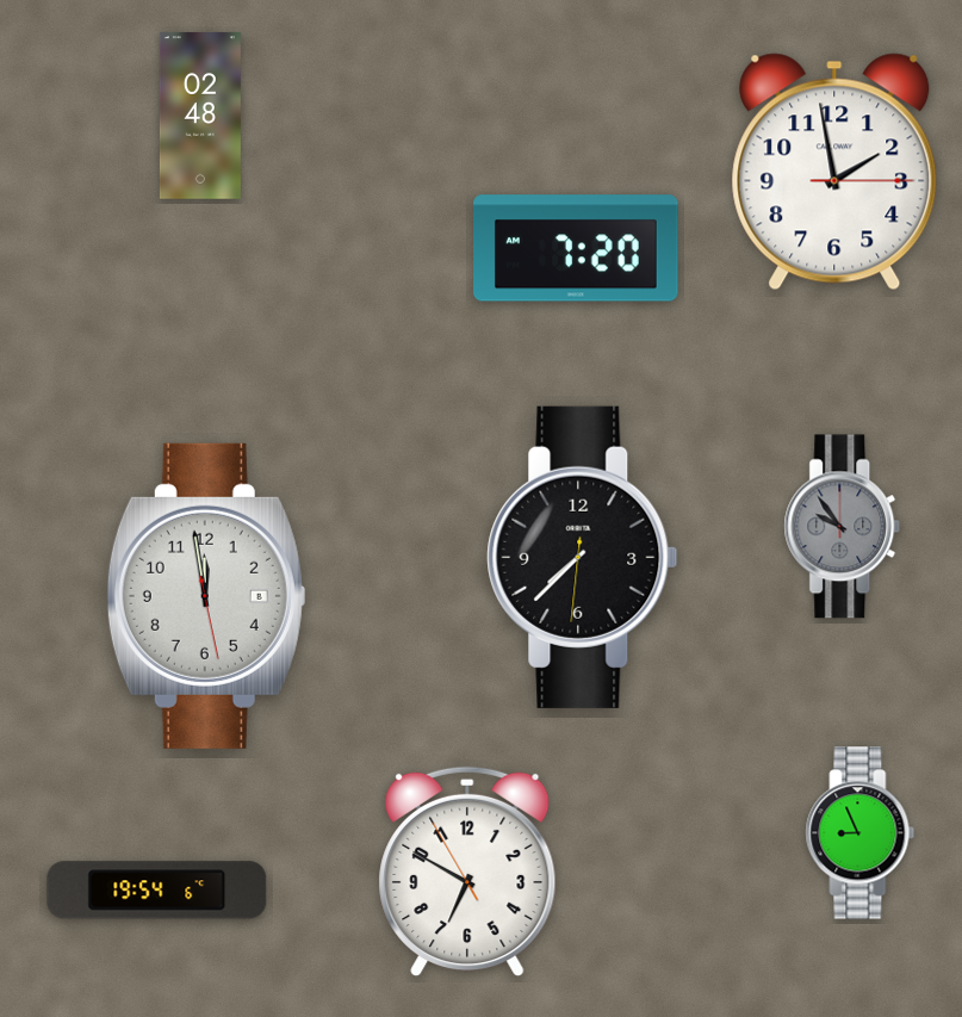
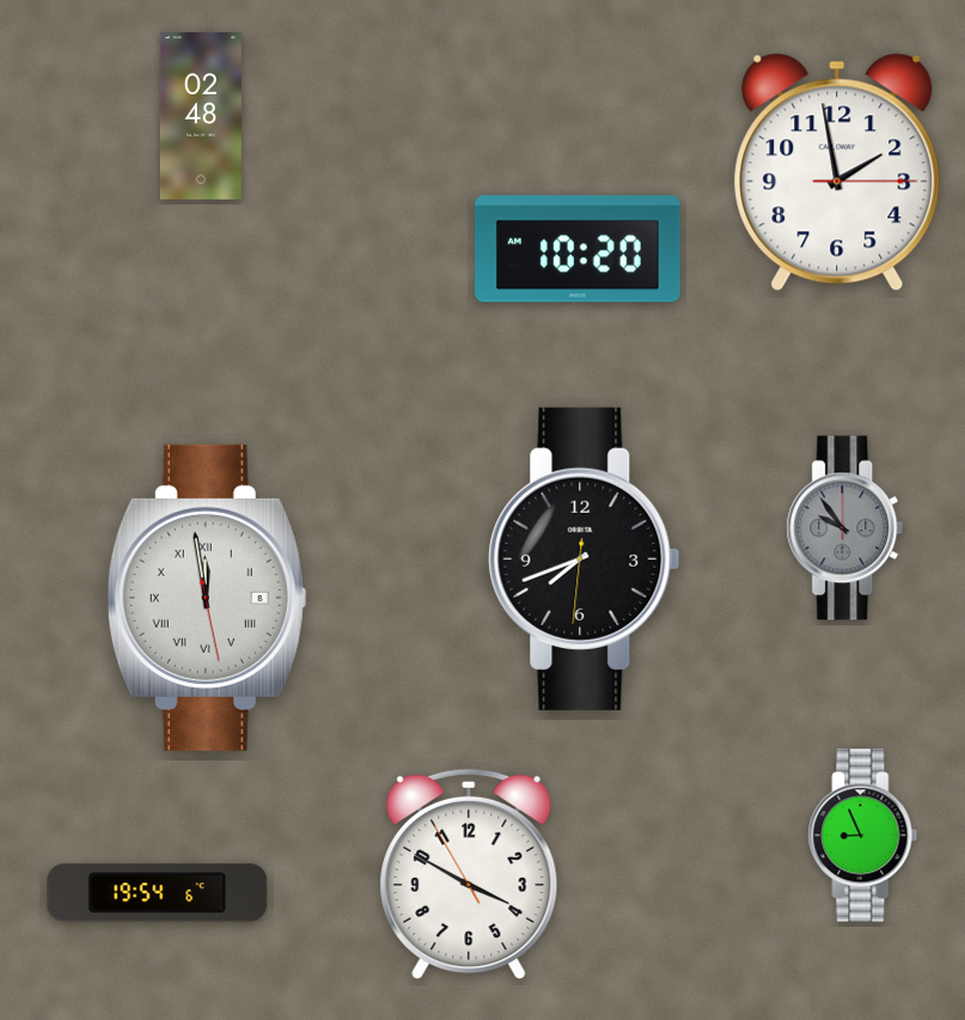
clock at (576, 248): 7:20 -> 10:20
clock at (583, 557): 7:37 -> 7:41
clock at (206, 596) numerals: Arabic -> Roman
clock at (467, 872): 6:49 -> 3:49
